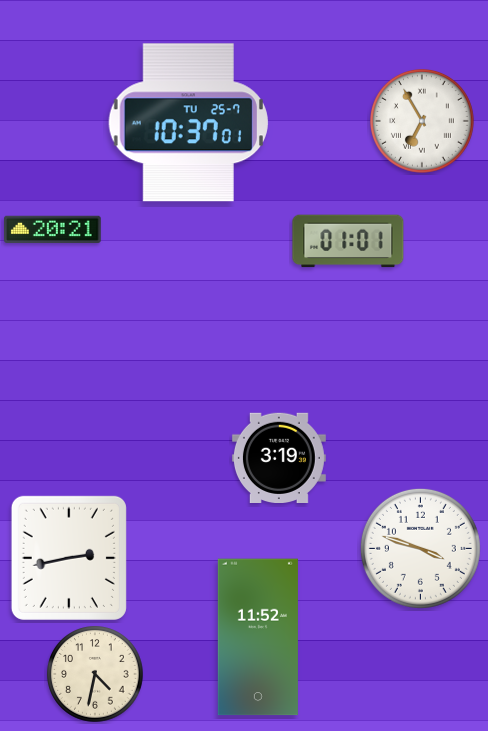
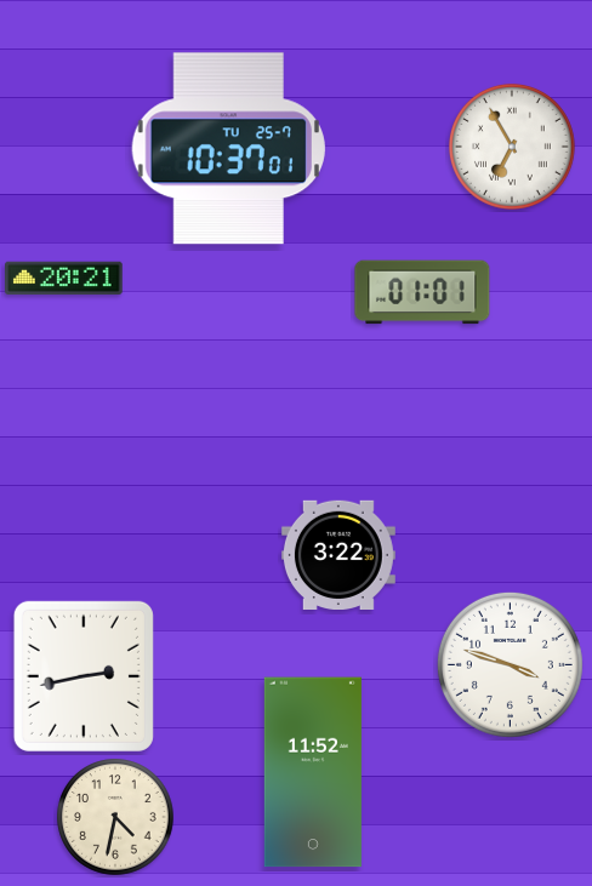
clock at (279, 457): 3:19 -> 3:22
